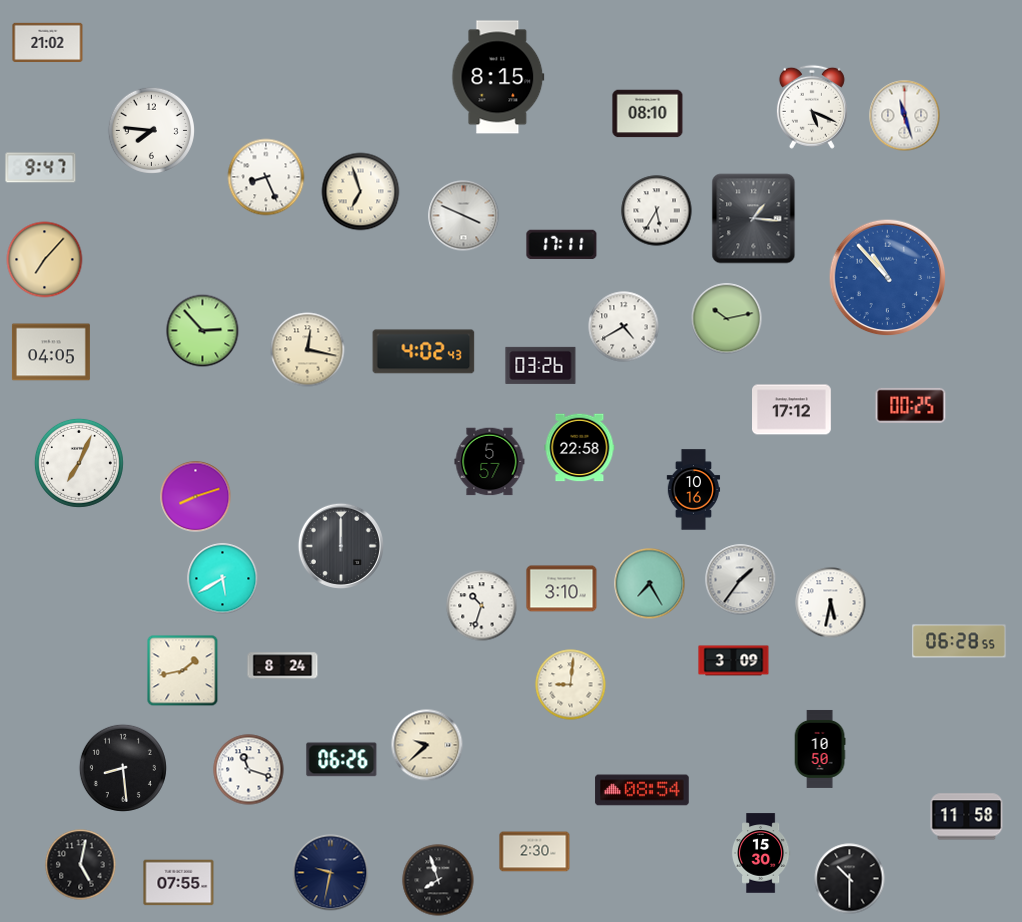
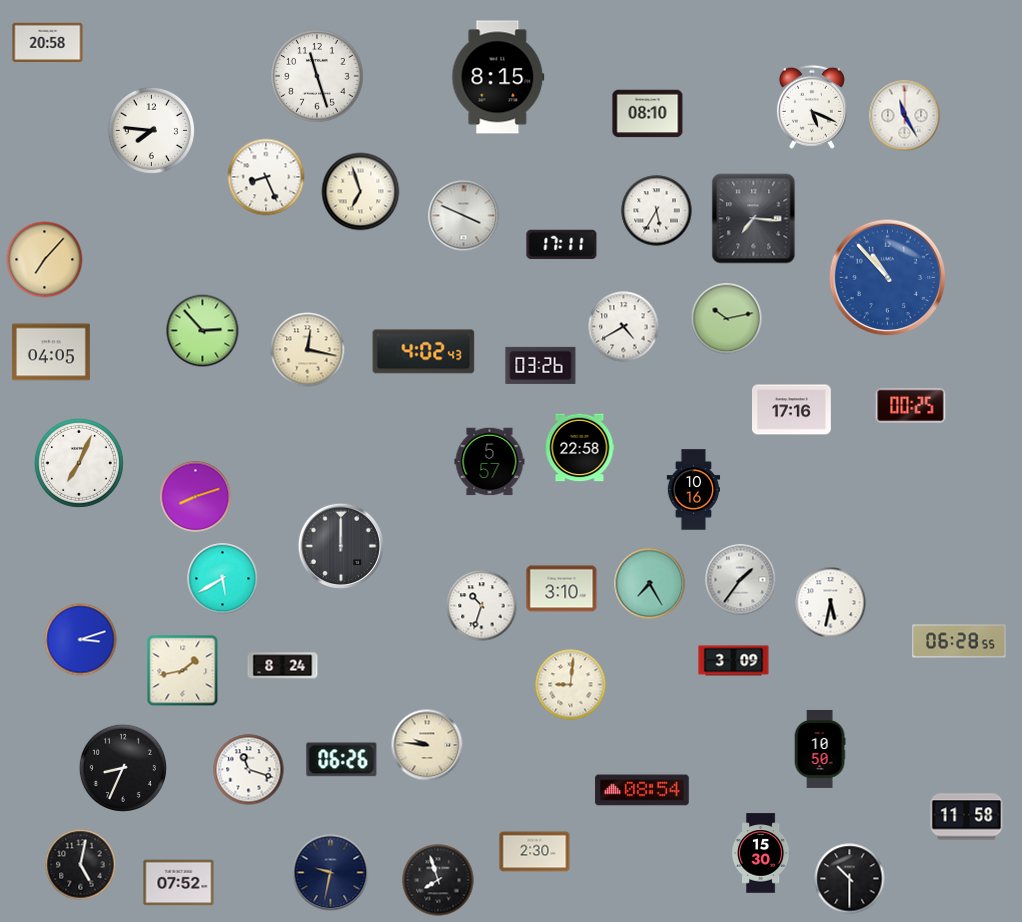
clock at (48, 42): 21:02 -> 20:58
clock at (317, 76): none -> 11:27
clock at (905, 116): 11:27 -> 11:25
clock at (41, 168): 9:47 -> none
clock at (754, 219): 1:16 -> 7:16
clock at (792, 410): 17:12 -> 17:16
clock at (81, 640): none -> 3:12
clock at (427, 745): 9:38 -> 9:46
clock at (123, 768): 8:29 -> 8:34
clock at (179, 883): 07:55 -> 07:52
